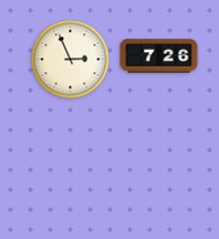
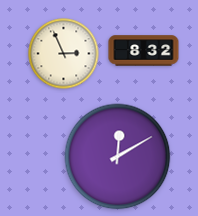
clock at (159, 56): 7:26 -> 8:32
clock at (118, 157): none -> 12:10
